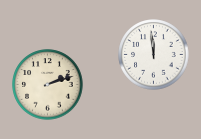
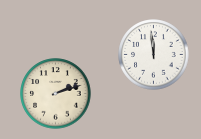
clock at (48, 85) position: (48, 85) -> (56, 94)
